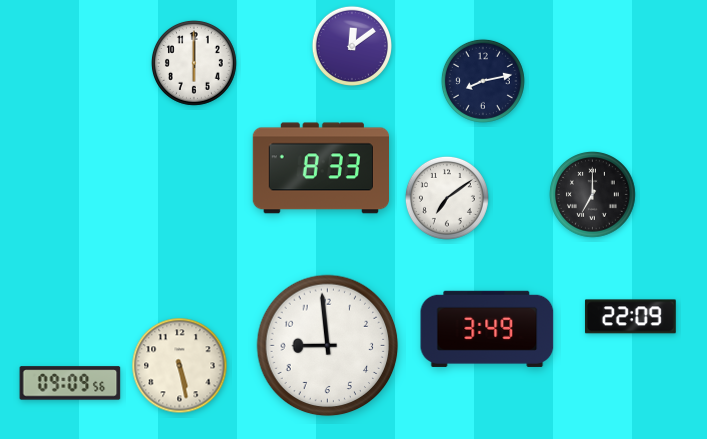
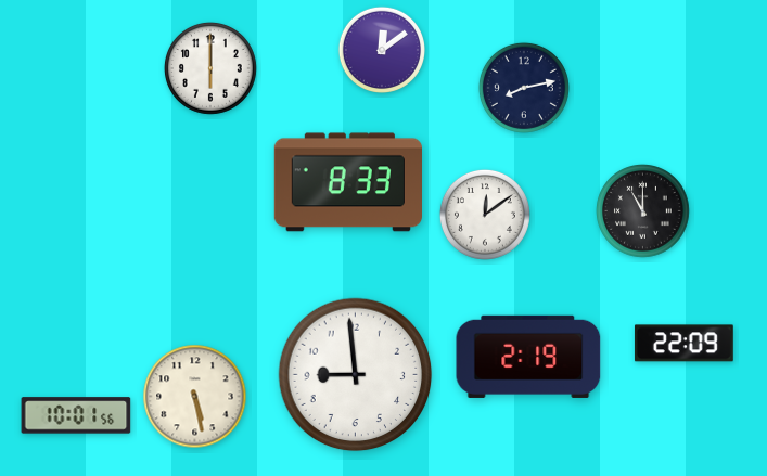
clock at (593, 195): 7:00 -> 11:00
clock at (447, 198): 7:09 -> 12:09
clock at (487, 329): 3:49 -> 2:19
clock at (70, 383): 09:09 -> 10:01
